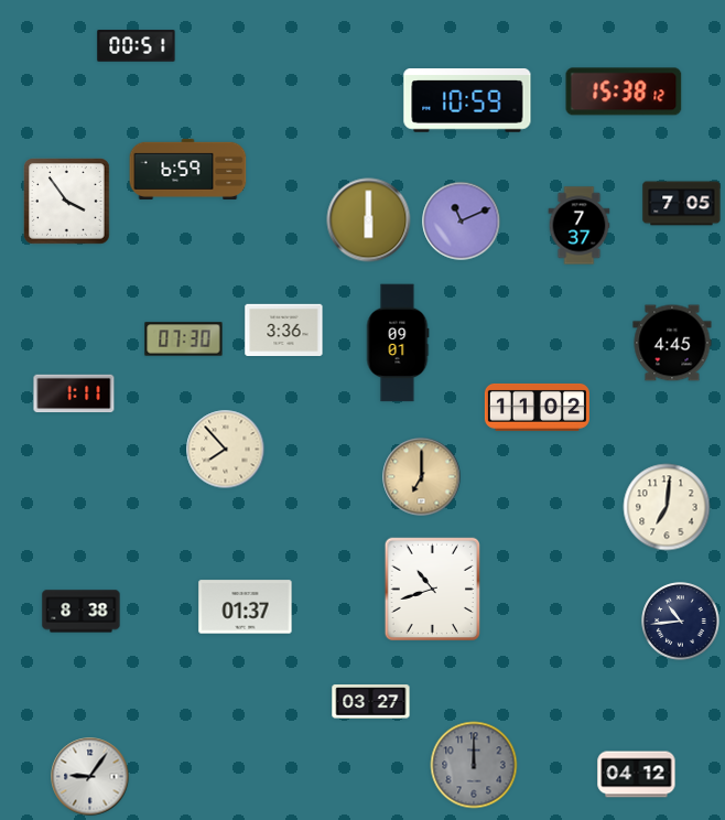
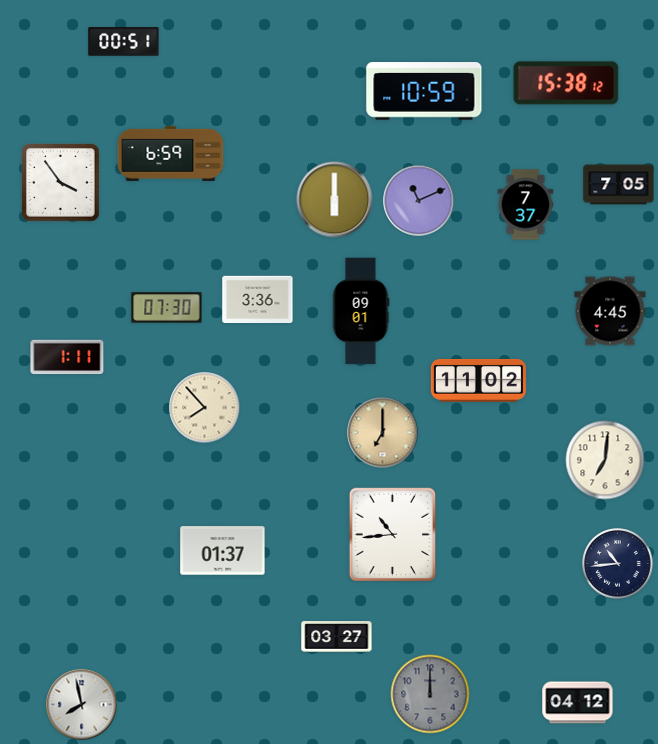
clock at (537, 407) position: (537, 407) -> (478, 380)
clock at (432, 590): 10:42 -> 10:44
clock at (82, 612): 8:38 -> none
clock at (90, 777): 9:06 -> 7:58
